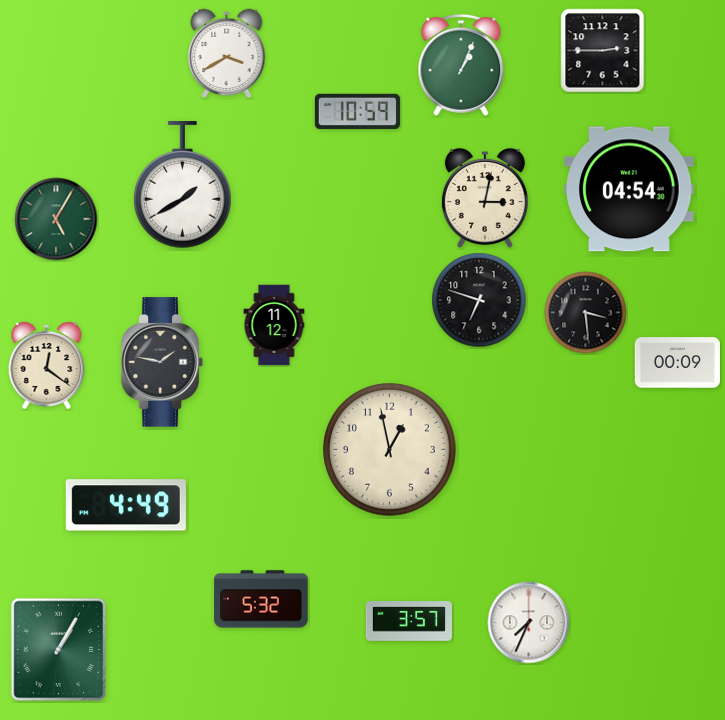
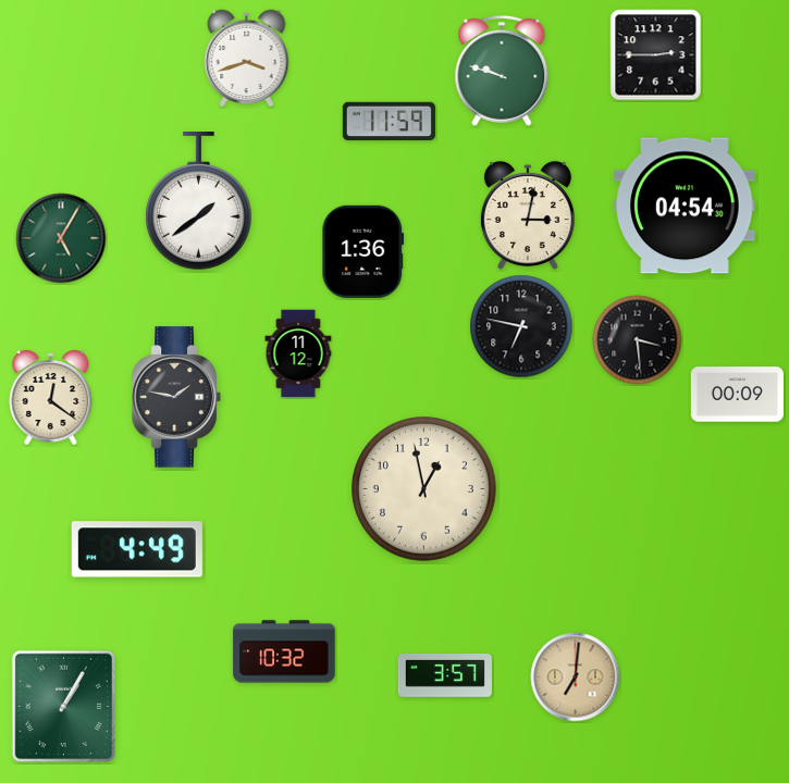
clock at (227, 54): 3:40 -> 3:42
clock at (461, 65): 1:04 -> 9:48
clock at (357, 112): 10:59 -> 11:59
clock at (183, 186): 1:40 -> 1:39
clock at (363, 251): none -> 1:36
clock at (479, 300): 6:48 -> 6:47
clock at (162, 362) position: (162, 362) -> (176, 397)
clock at (261, 599): 5:32 -> 10:32
clock at (529, 623): 7:34 -> 7:01
clock at (529, 623) dial: white -> champagne
